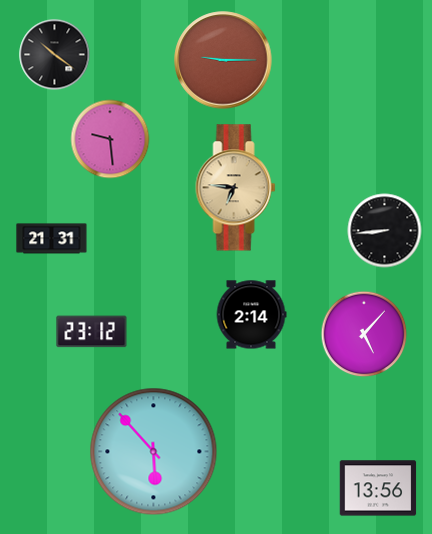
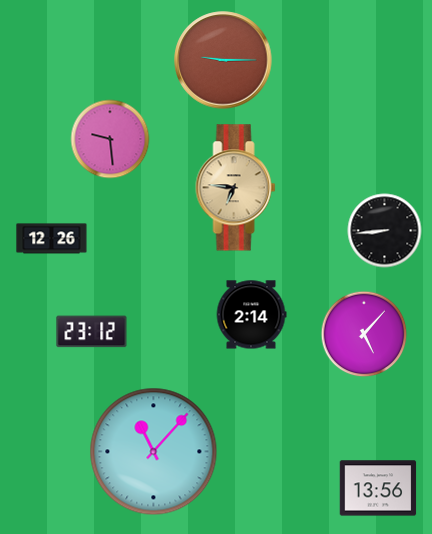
clock at (55, 55): 10:21 -> none
clock at (52, 239): 21:31 -> 12:26
clock at (154, 452): 5:53 -> 11:07
